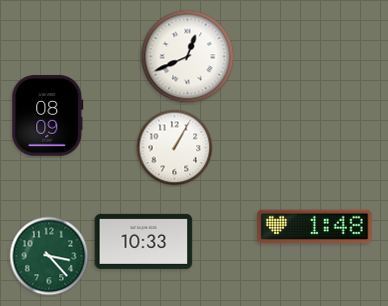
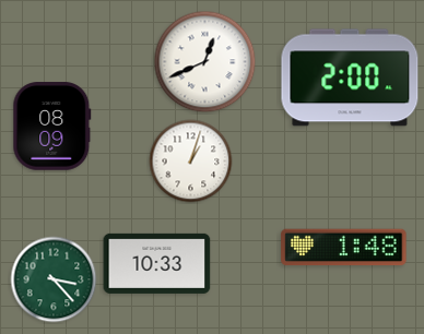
clock at (350, 77): none -> 2:00
clock at (175, 148): 1:05 -> 1:03
